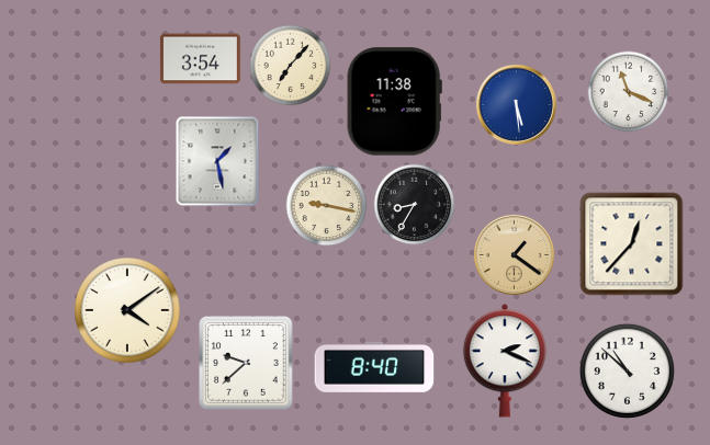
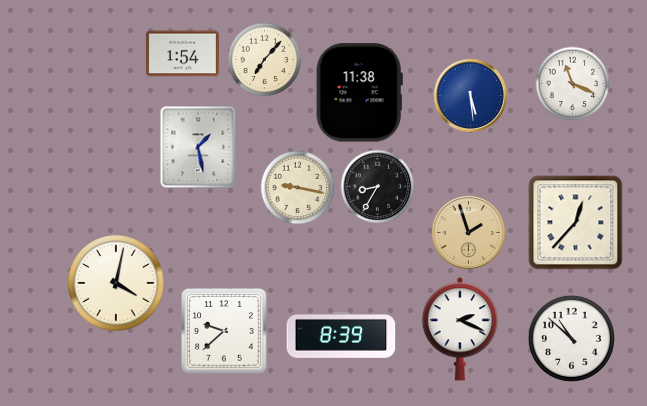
clock at (200, 59): 3:54 -> 1:54
clock at (514, 254): 1:21 -> 1:57
clock at (127, 310): 4:09 -> 4:02
clock at (374, 367): 8:40 -> 8:39
